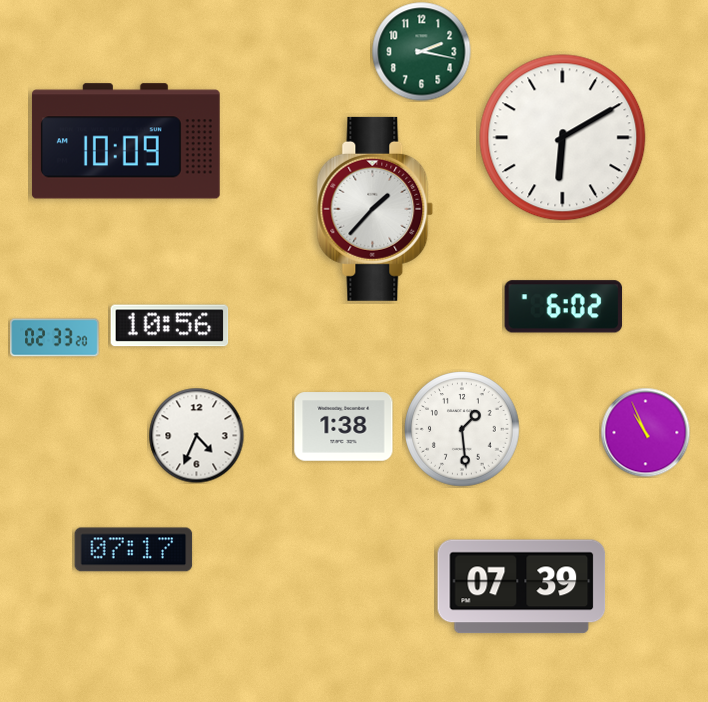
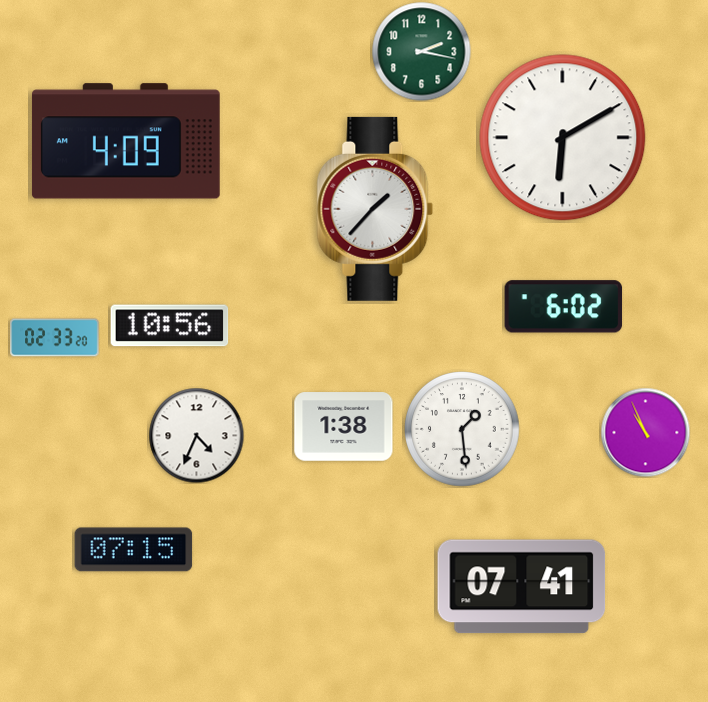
clock at (126, 141): 10:09 -> 4:09
clock at (134, 550): 07:17 -> 07:15
clock at (522, 587): 07:39 -> 07:41
